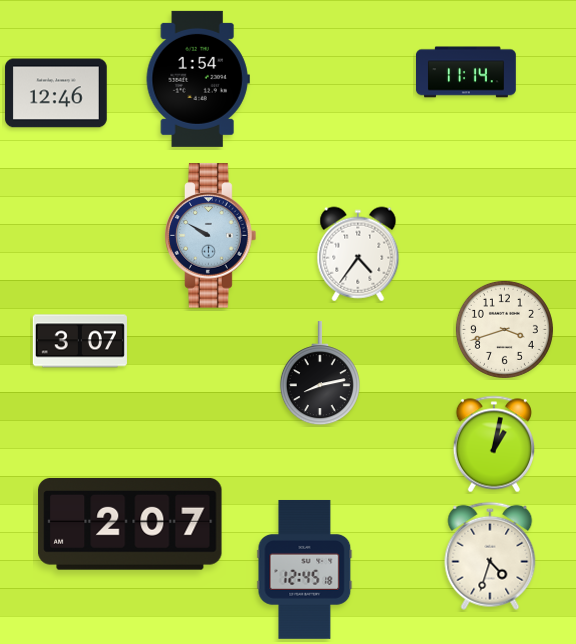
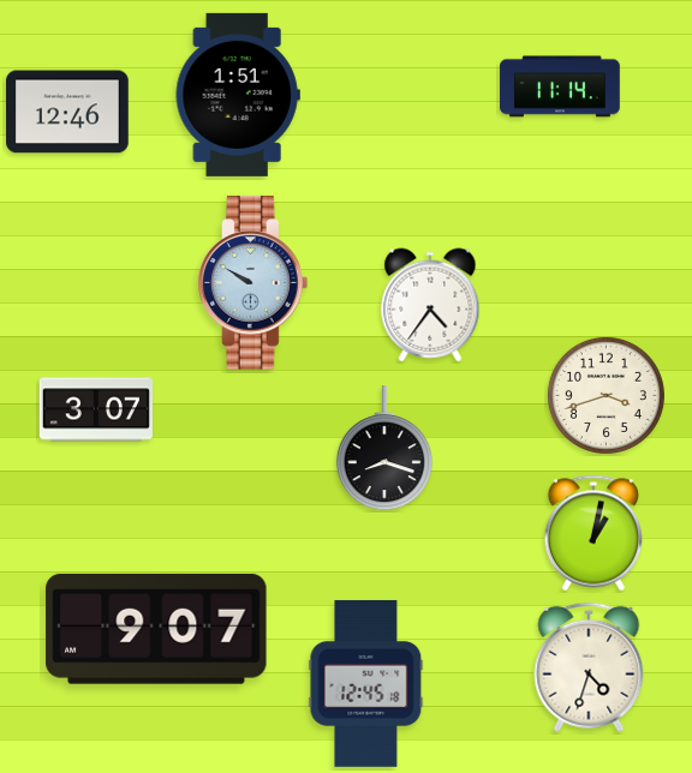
clock at (198, 79): 1:54 -> 1:51
clock at (320, 374): 8:13 -> 8:18
clock at (130, 524): 2:07 -> 9:07
